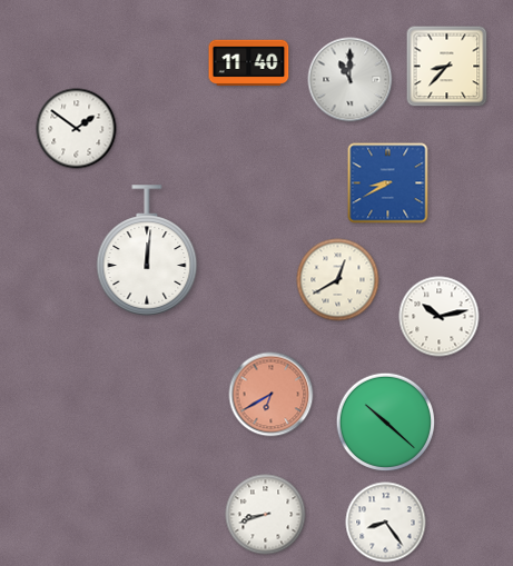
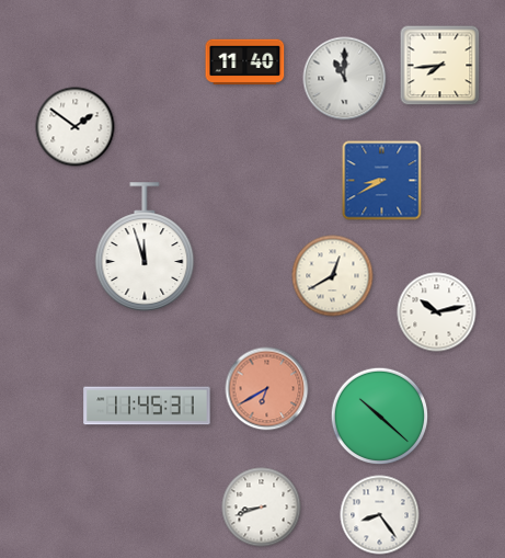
clock at (447, 67): 8:37 -> 7:44
clock at (147, 250): 12:01 -> 11:57
clock at (440, 317) position: (440, 317) -> (437, 312)
clock at (147, 406): none -> 11:45
